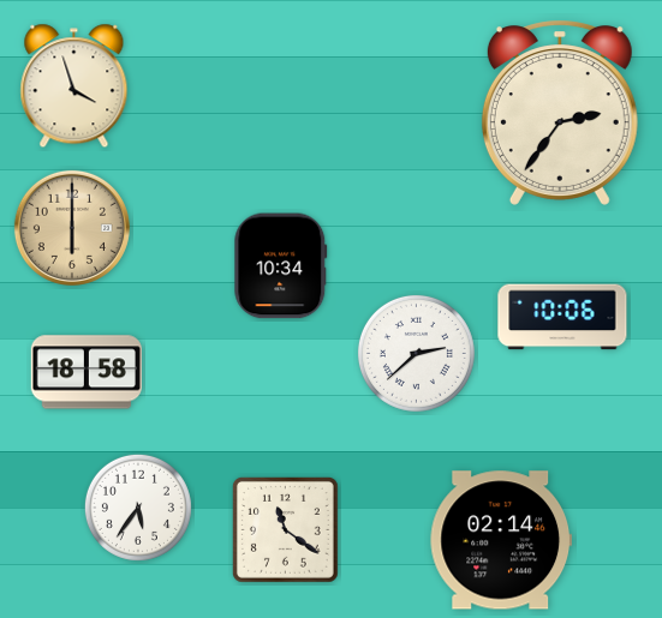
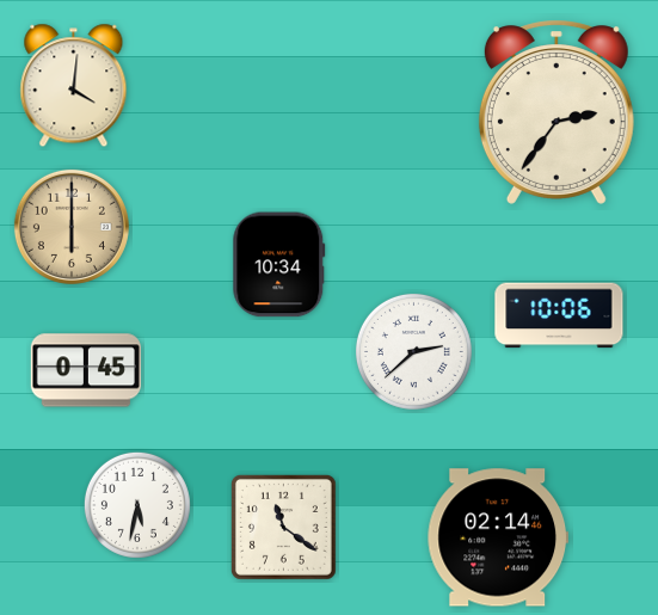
clock at (74, 86): 3:57 -> 4:01
clock at (87, 372): 18:58 -> 0:45
clock at (138, 508): 5:36 -> 5:32
